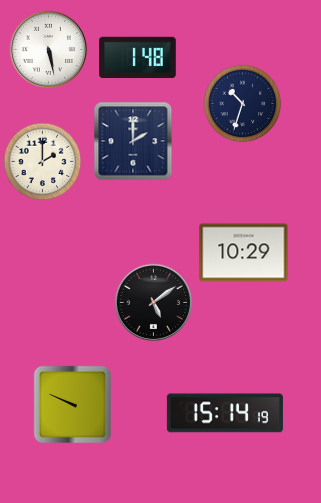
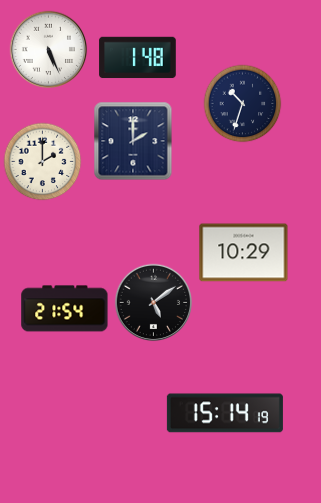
clock at (48, 49): 5:28 -> 5:26
clock at (65, 309): none -> 21:54
clock at (72, 404): 9:49 -> none
